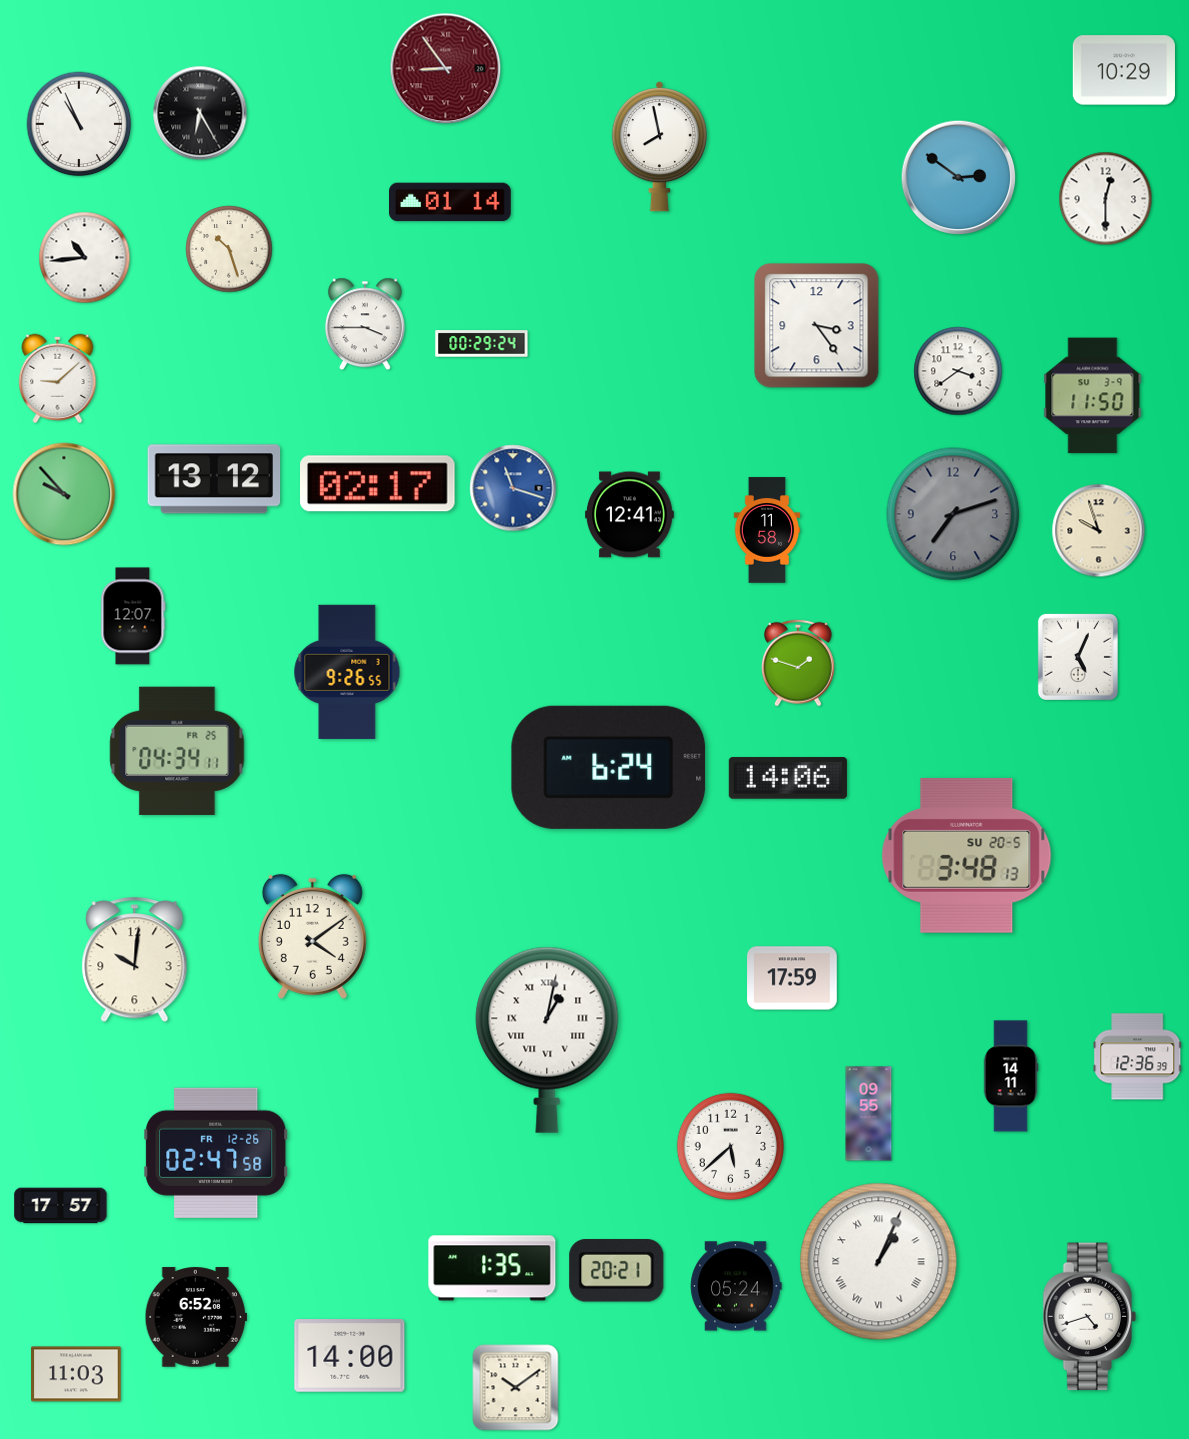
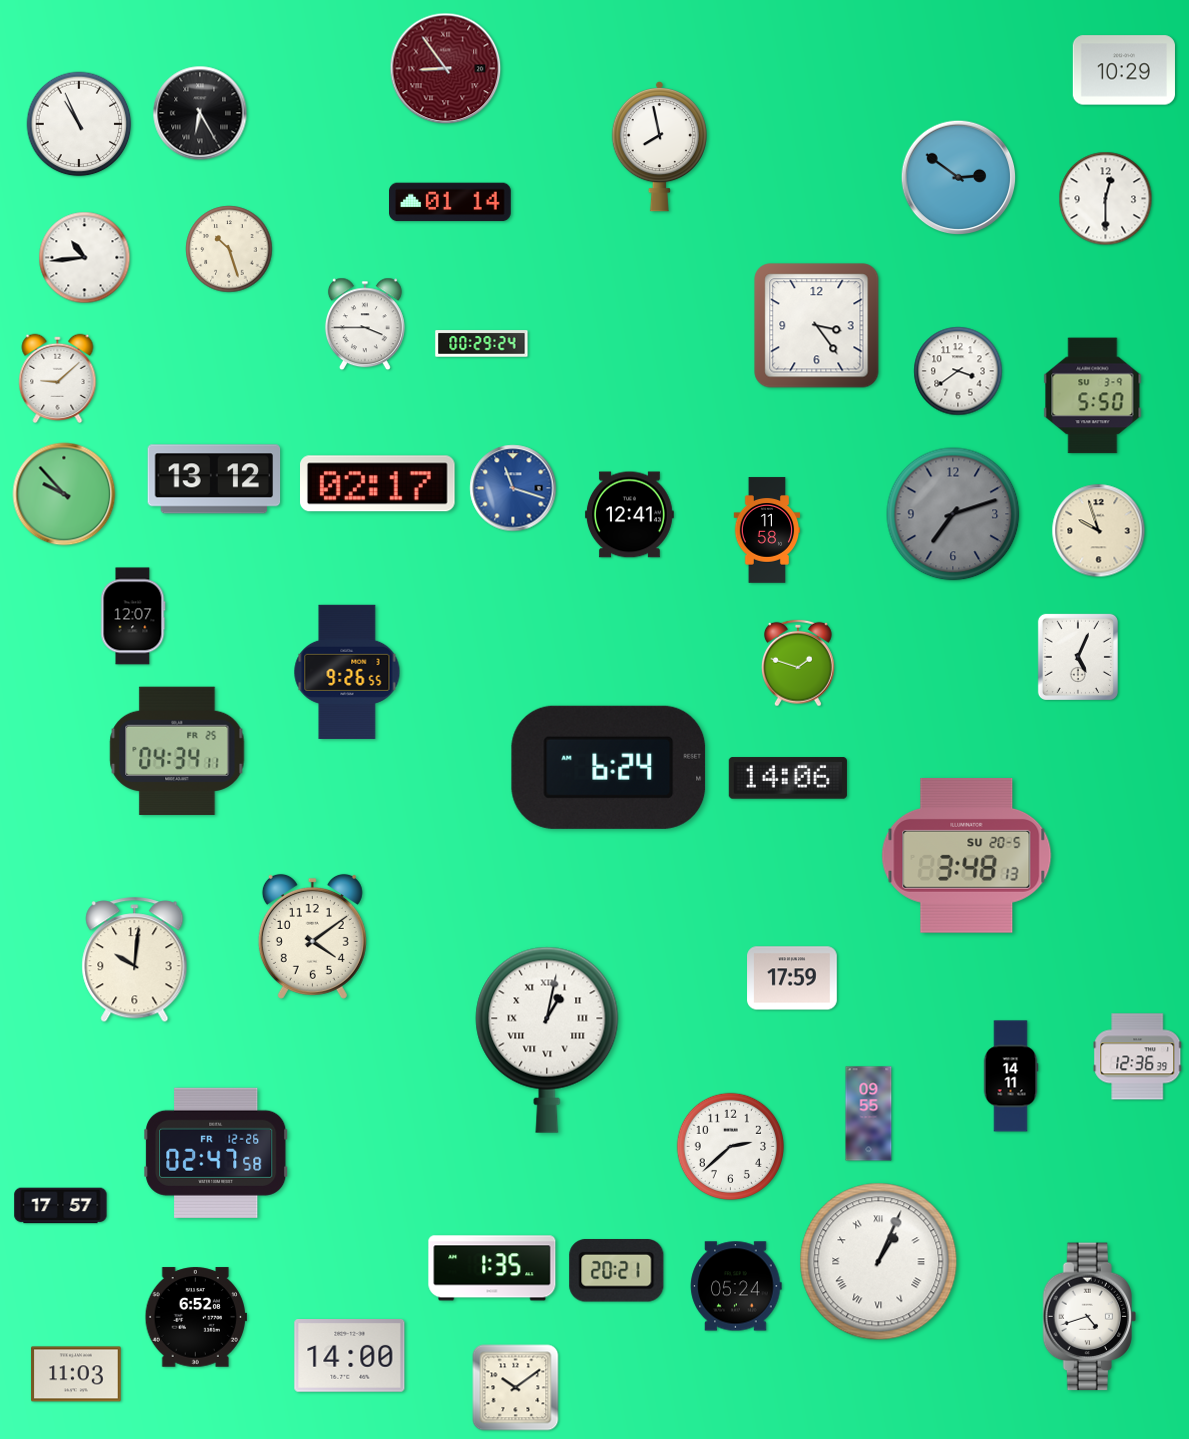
clock at (1093, 396): 11:50 -> 5:50
clock at (730, 1146): 5:38 -> 2:38
